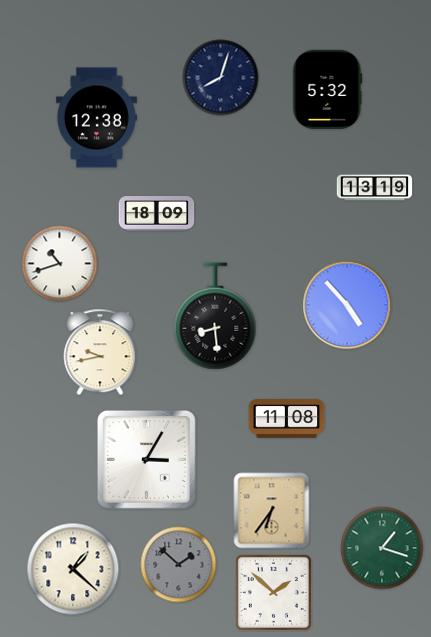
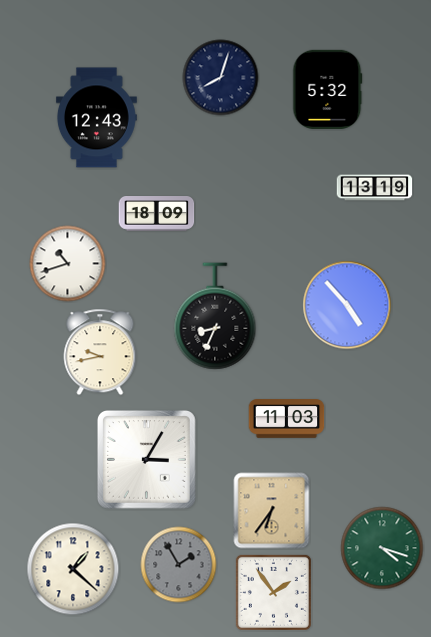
clock at (96, 118): 12:38 -> 12:43
clock at (60, 264) position: (60, 264) -> (68, 264)
clock at (215, 316): 8:29 -> 8:34
clock at (287, 419): 11:08 -> 11:03
clock at (382, 548): 1:18 -> 4:18
clock at (179, 565): 1:52 -> 1:55
clock at (273, 592): 1:52 -> 1:54
